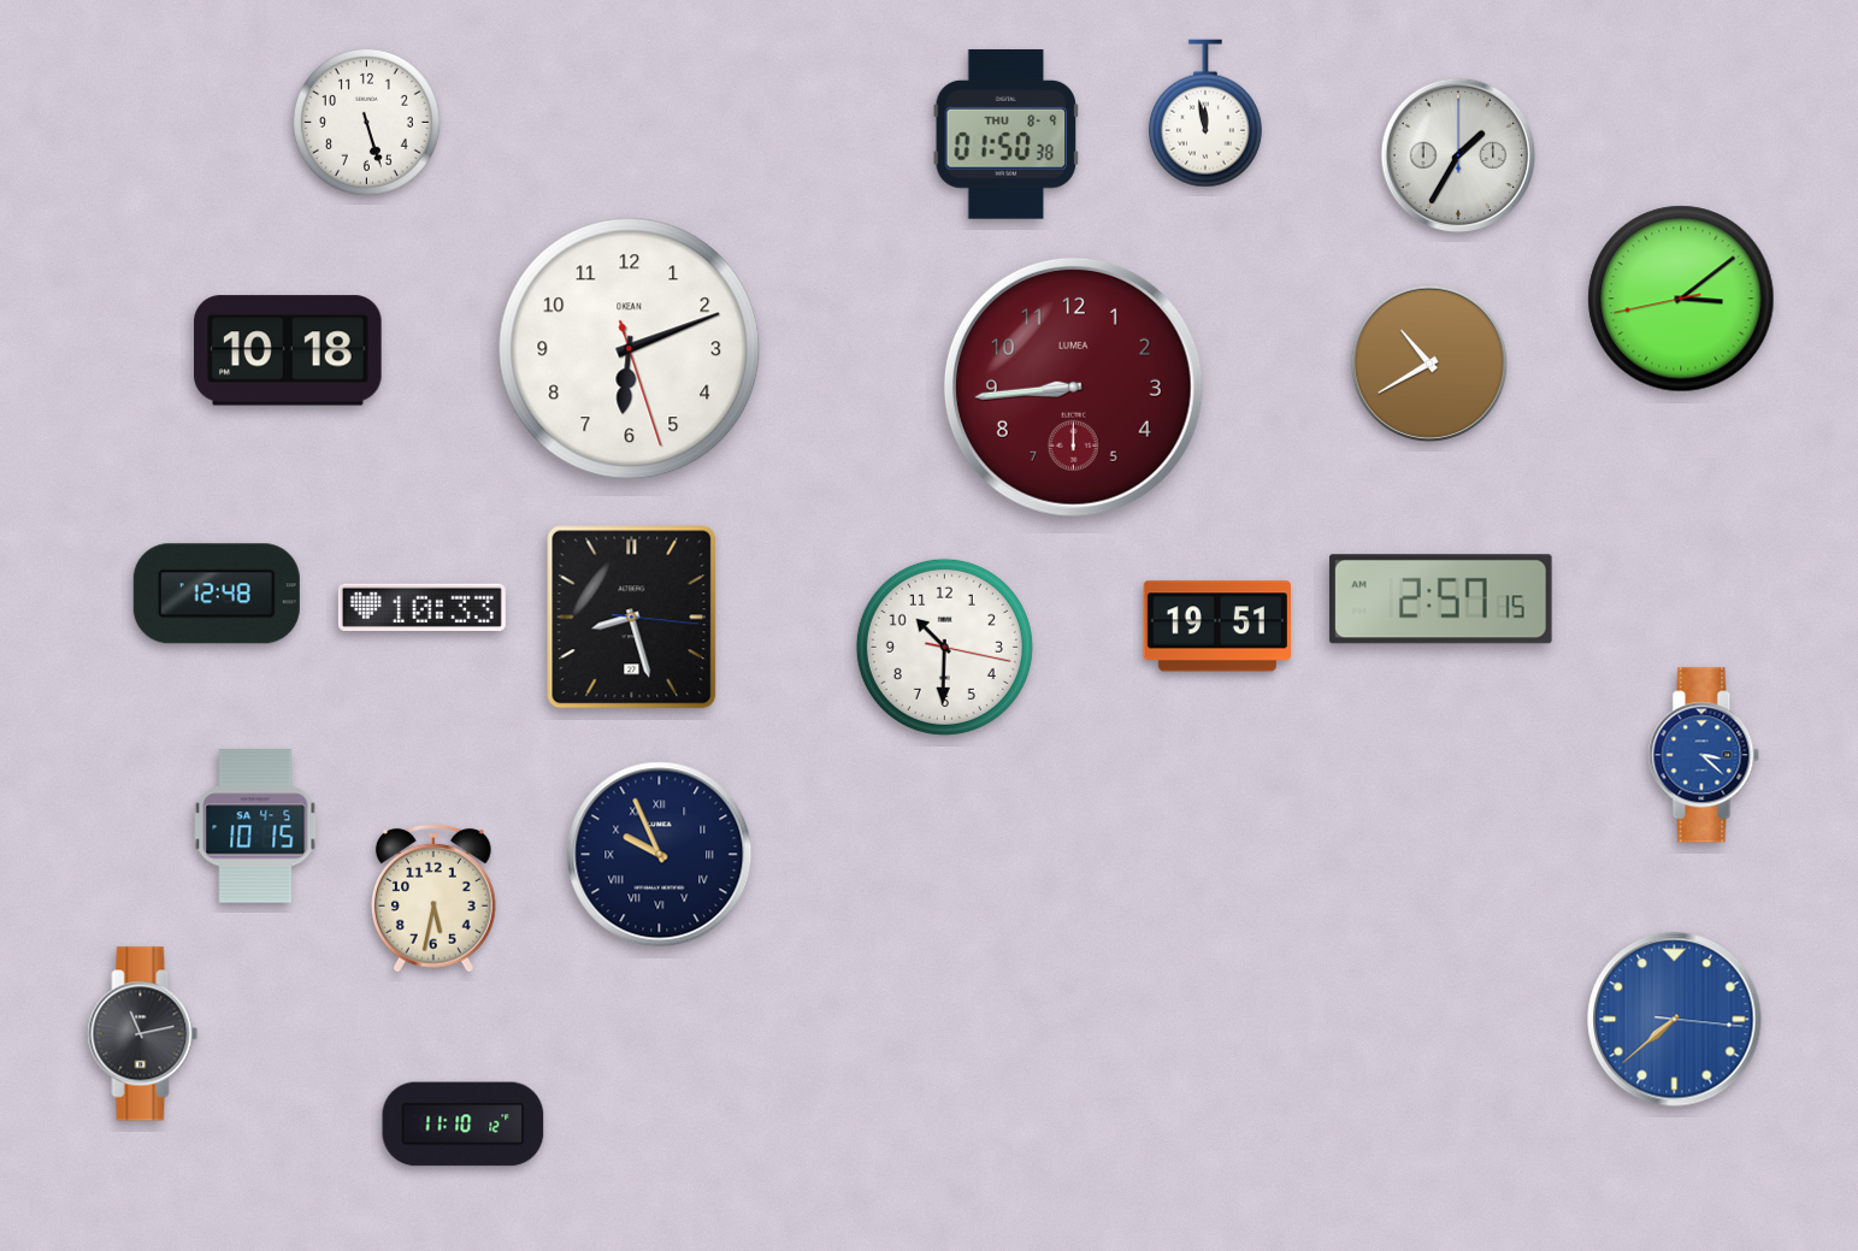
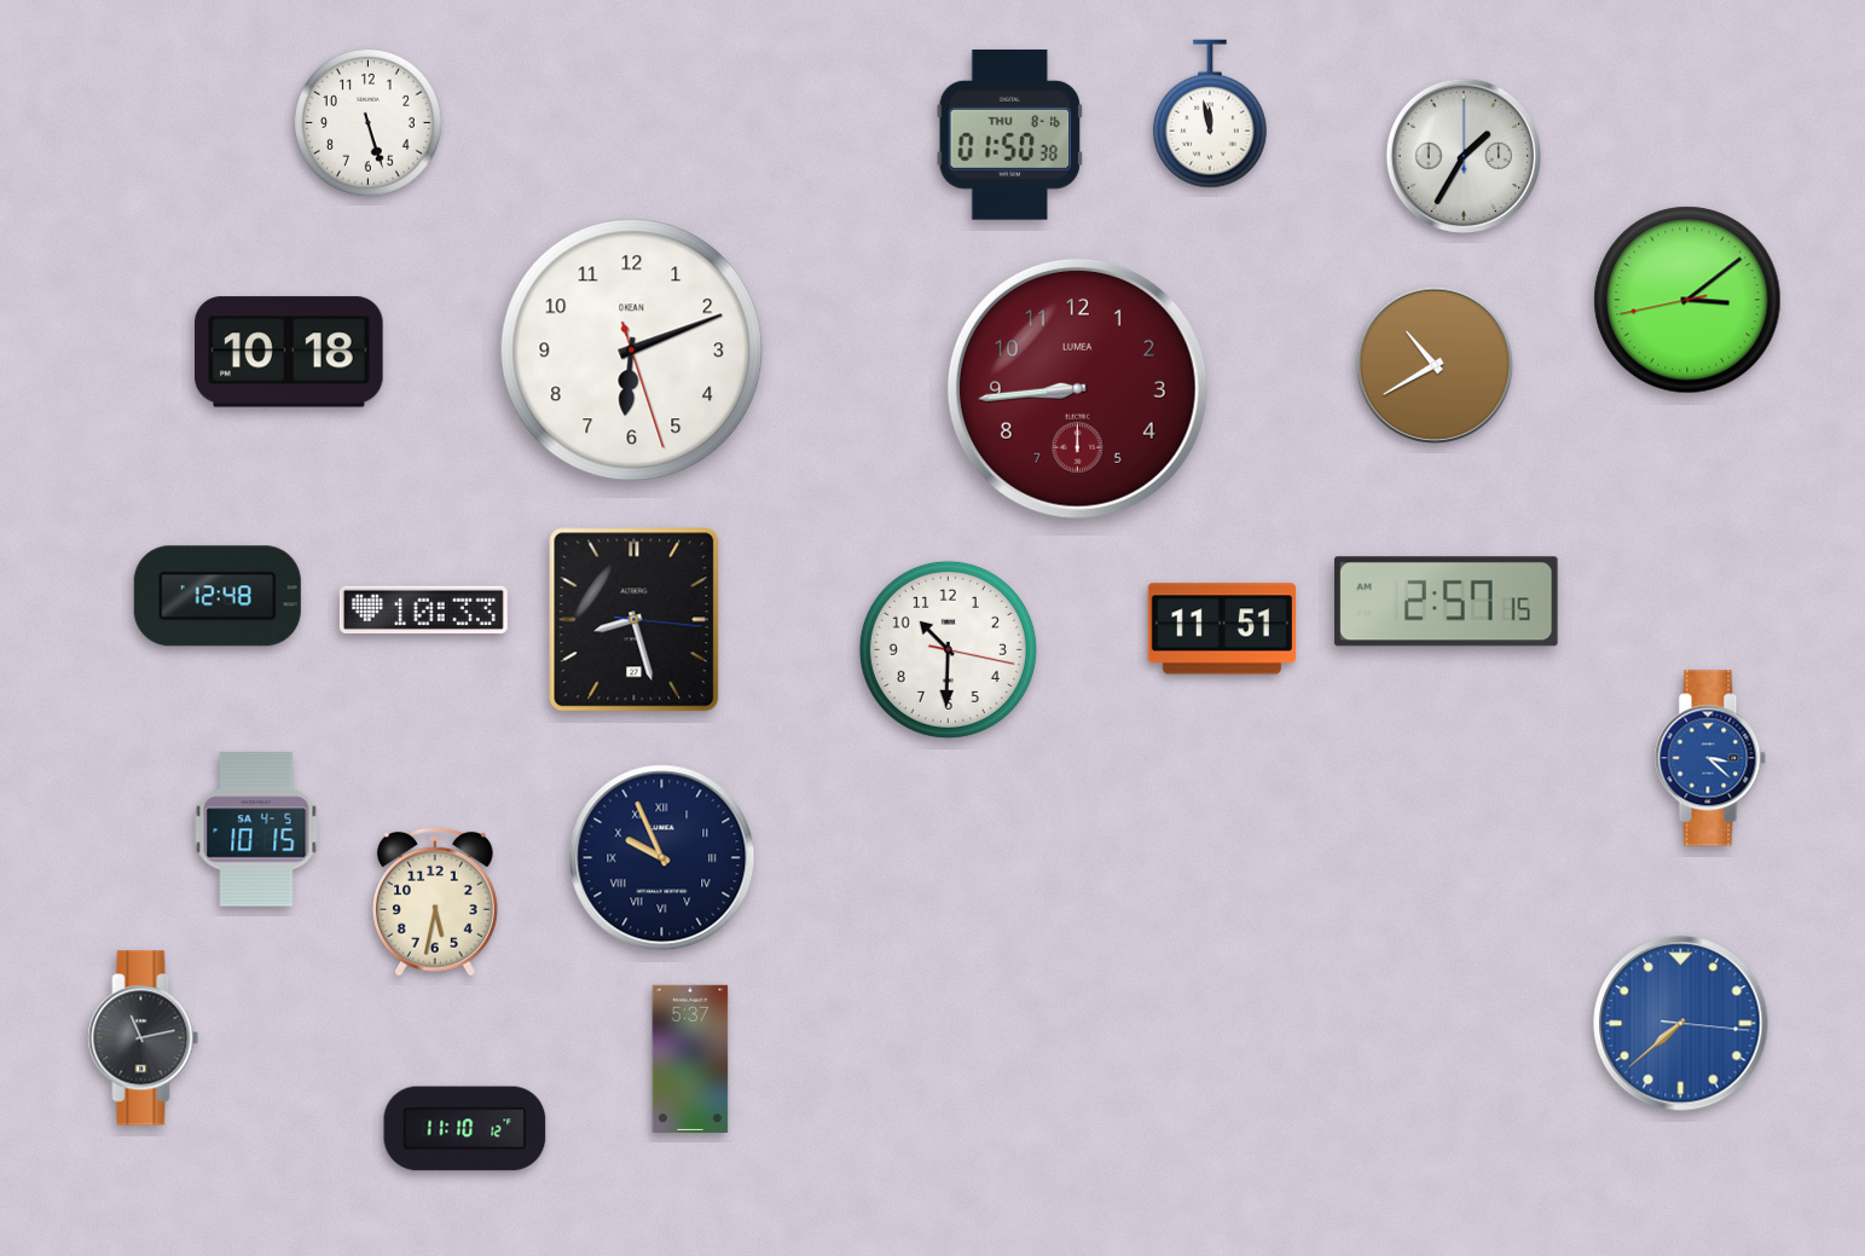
clock at (1007, 134) date: THU 8-9 -> THU 8-16
clock at (1217, 626): 19:51 -> 11:51
clock at (690, 1058): none -> 5:37
